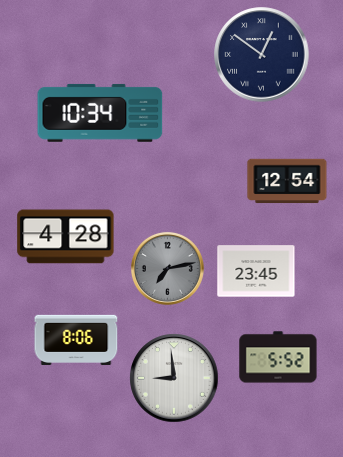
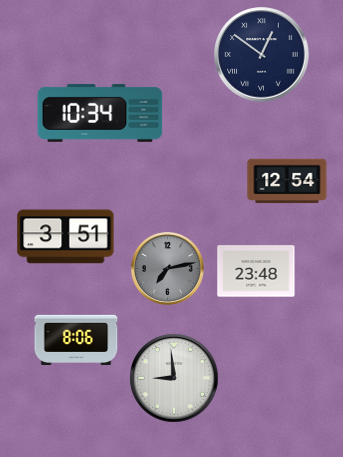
clock at (66, 237): 4:28 -> 3:51
clock at (256, 271): 23:45 -> 23:48
clock at (278, 357): 5:52 -> none
